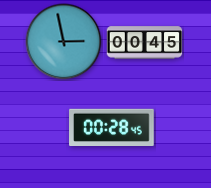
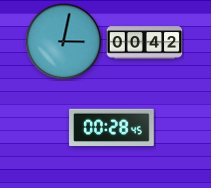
clock at (64, 42): 2:58 -> 3:02
clock at (145, 43): 00:45 -> 00:42
